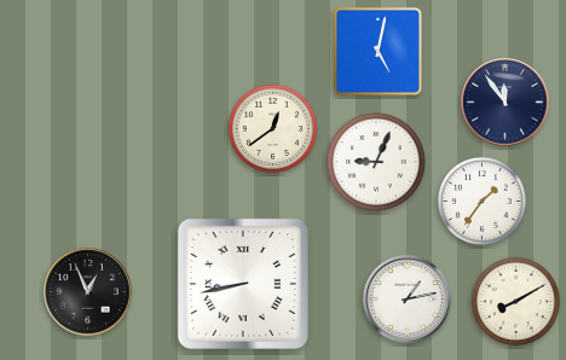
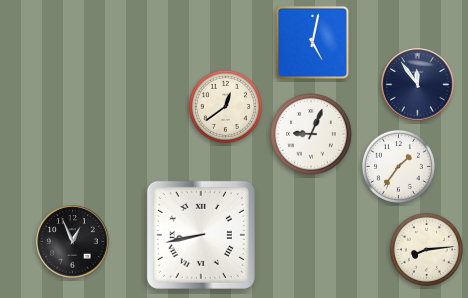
clock at (408, 300): 1:13 -> none
clock at (515, 301): 8:10 -> 8:14
